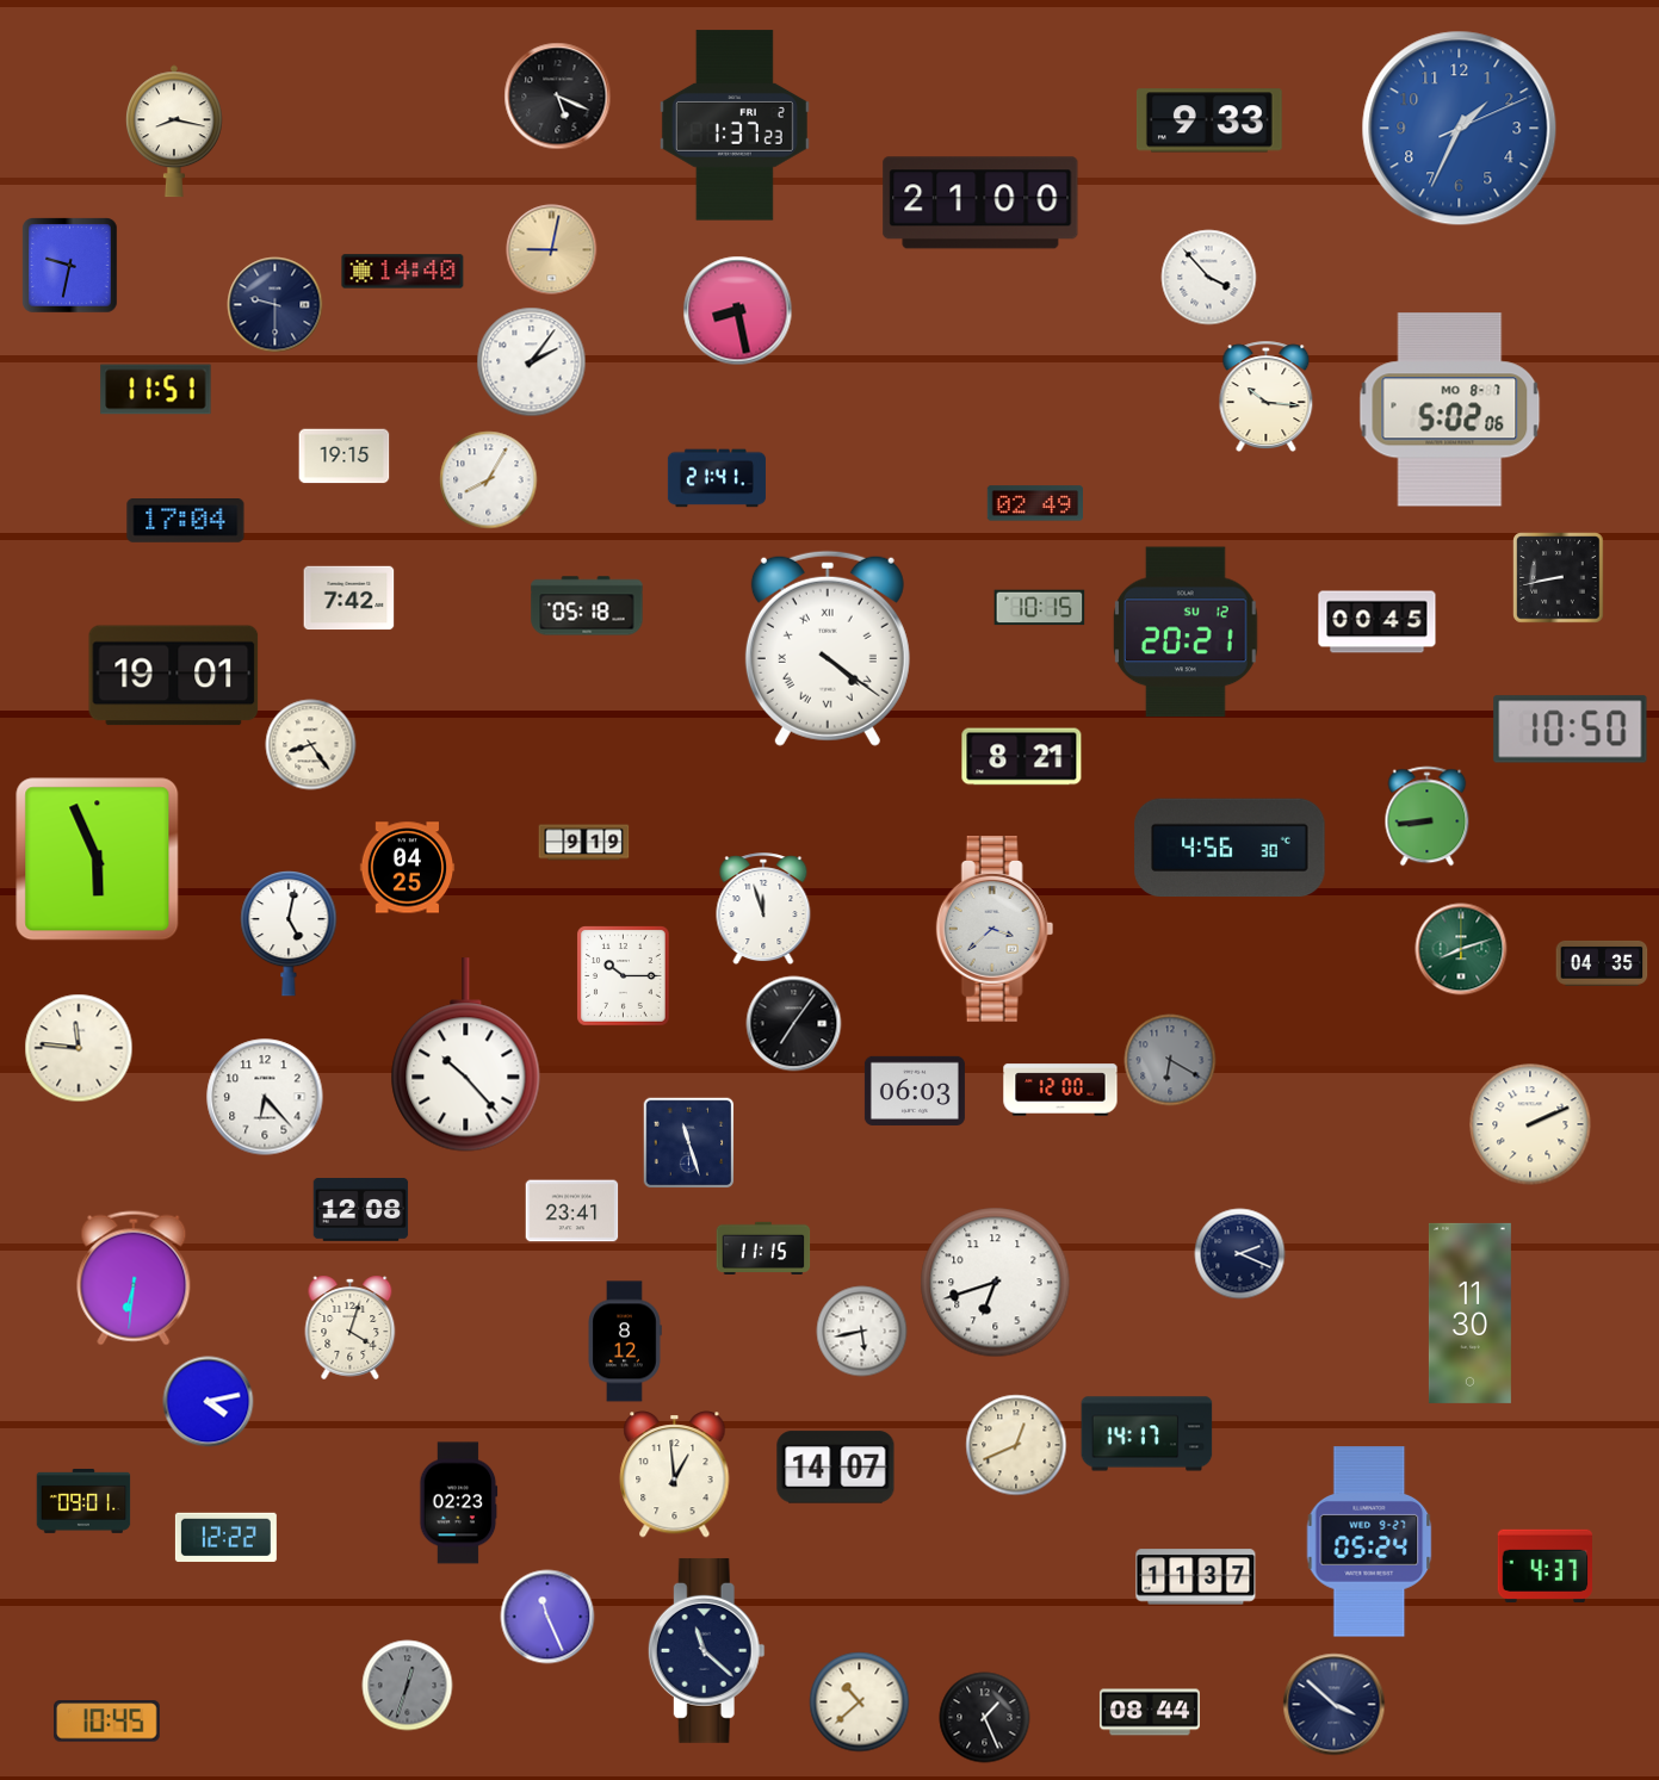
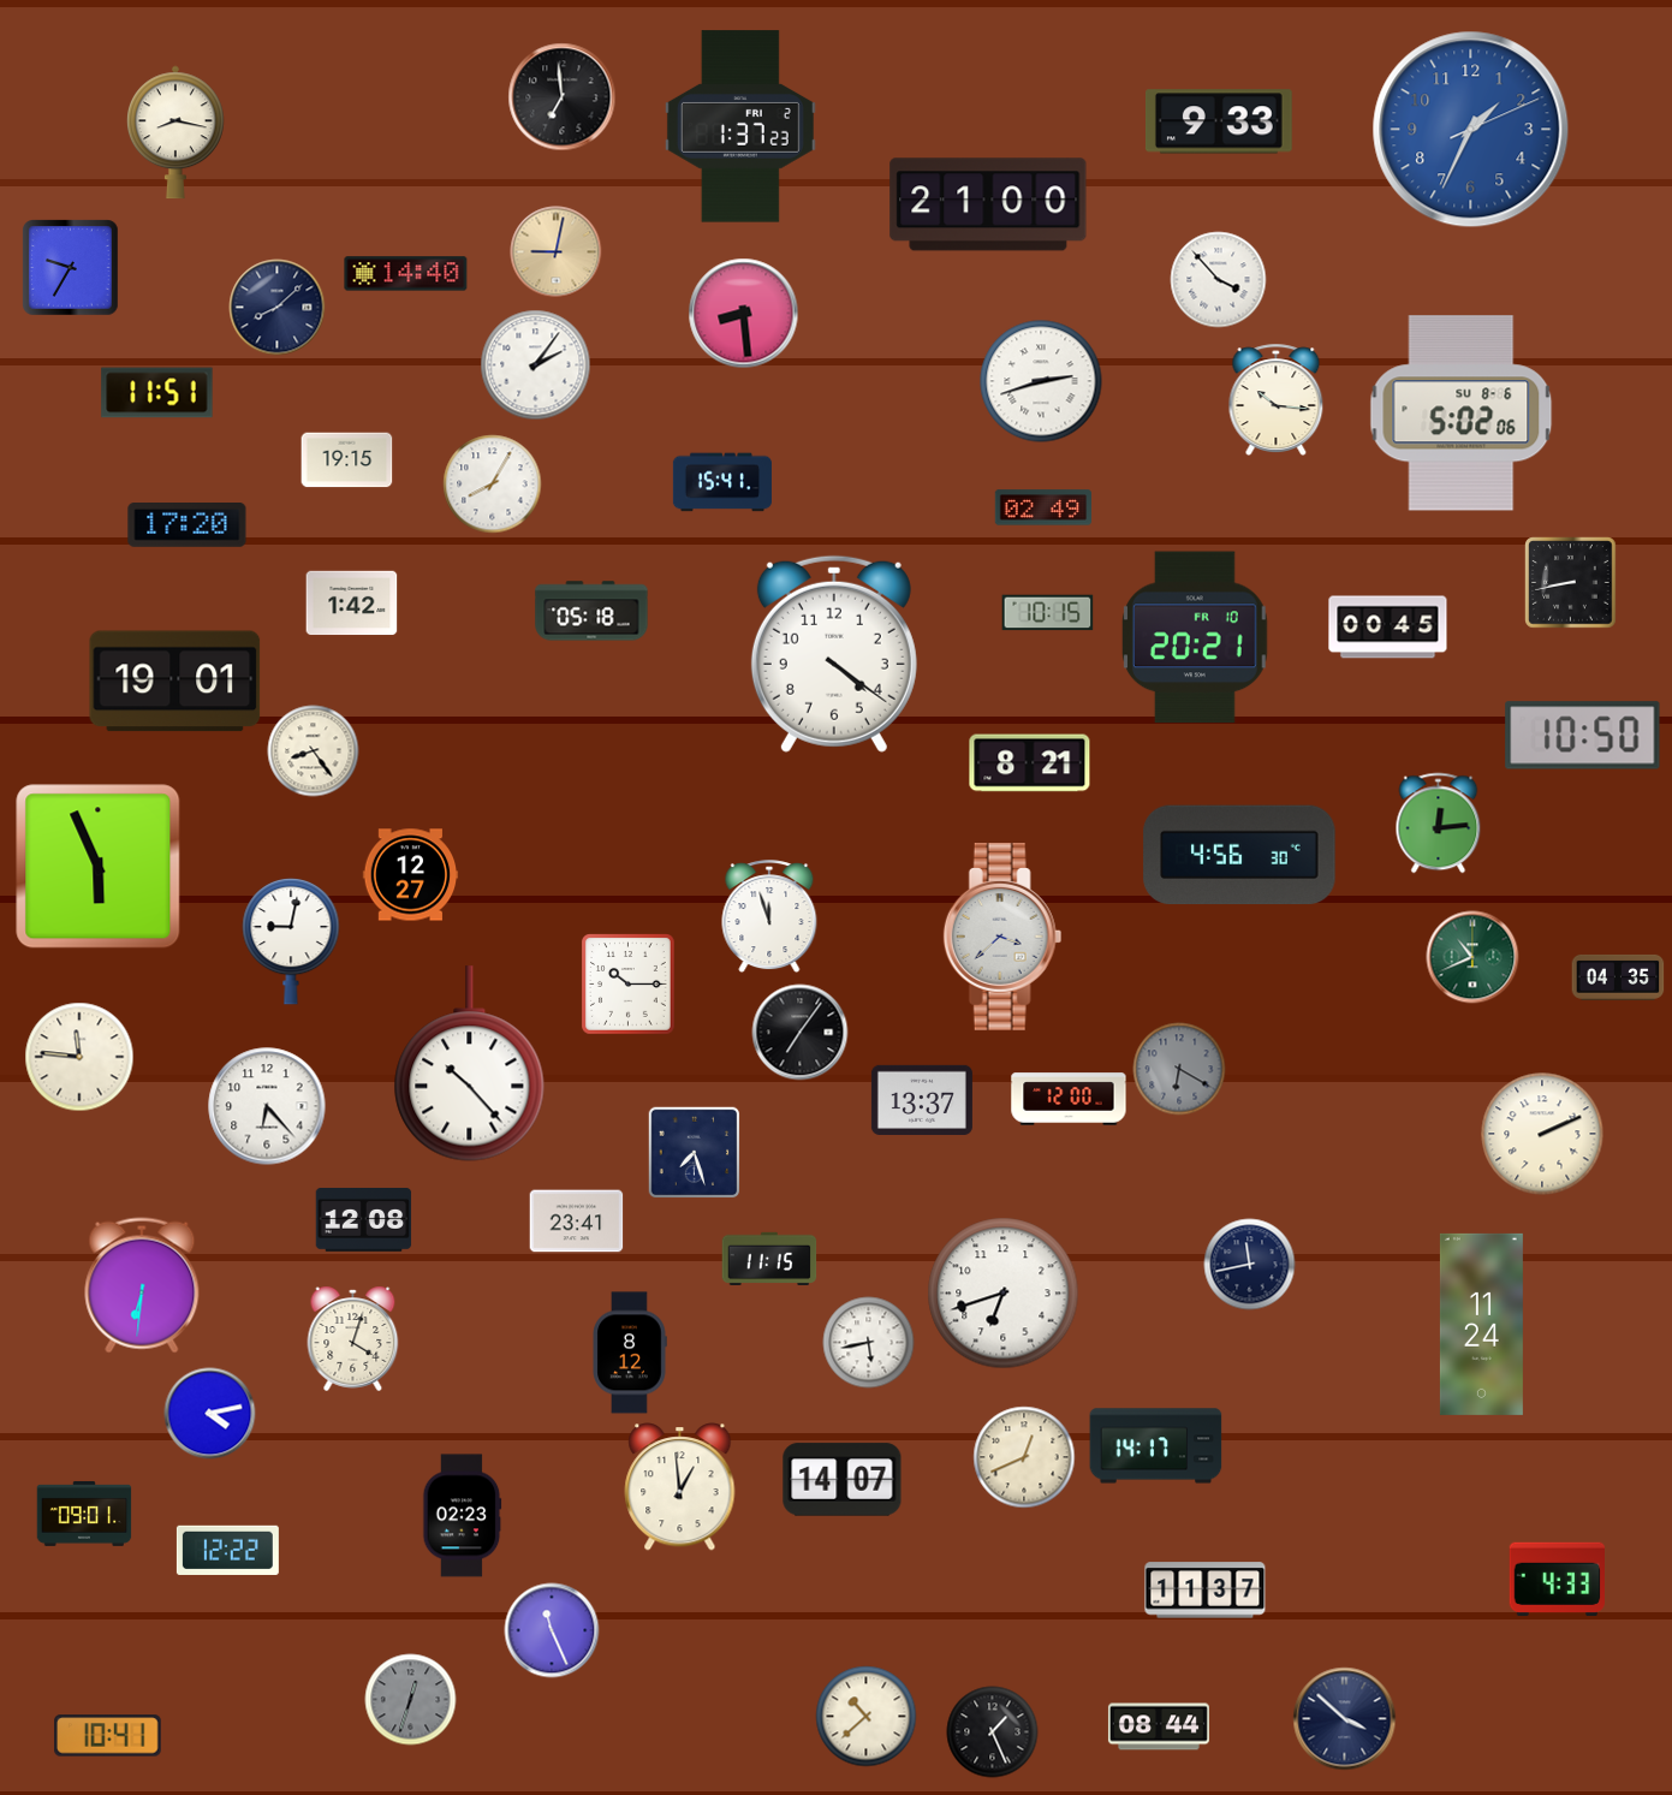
clock at (558, 97): 5:19 -> 6:59
clock at (70, 266): 9:32 -> 9:35
clock at (276, 305): 9:30 -> 8:08
clock at (738, 311): 8:28 -> 8:29
clock at (1041, 381): none -> 2:42
clock at (1450, 410) date: MO 8-7 -> SU 8-6
clock at (717, 478): 21:41 -> 15:41
clock at (186, 521): 17:04 -> 17:20
clock at (349, 598): 7:42 -> 1:42
clock at (1186, 632) date: SU 12 -> FR 10
clock at (828, 649) numerals: Roman -> Arabic
clock at (1428, 817): 8:44 -> 12:14
clock at (584, 843): 9:19 -> none
clock at (408, 868): 04:25 -> 12:27
clock at (289, 935): 5:02 -> 9:02
clock at (1461, 949): 8:12 -> 10:41
clock at (1602, 963) position: (1602, 963) -> (1618, 977)
clock at (915, 1091): 06:03 -> 13:37
clock at (688, 1142): 11:27 -> 7:27
clock at (1240, 1254): 2:19 -> 11:43
clock at (134, 1278) position: (134, 1278) -> (142, 1285)
clock at (1469, 1313): 11:30 -> 11:24
clock at (1369, 1542): 05:24 -> none
clock at (1546, 1567): 4:37 -> 4:33
clock at (706, 1650): 11:22 -> none
clock at (107, 1722): 10:45 -> 10:41
